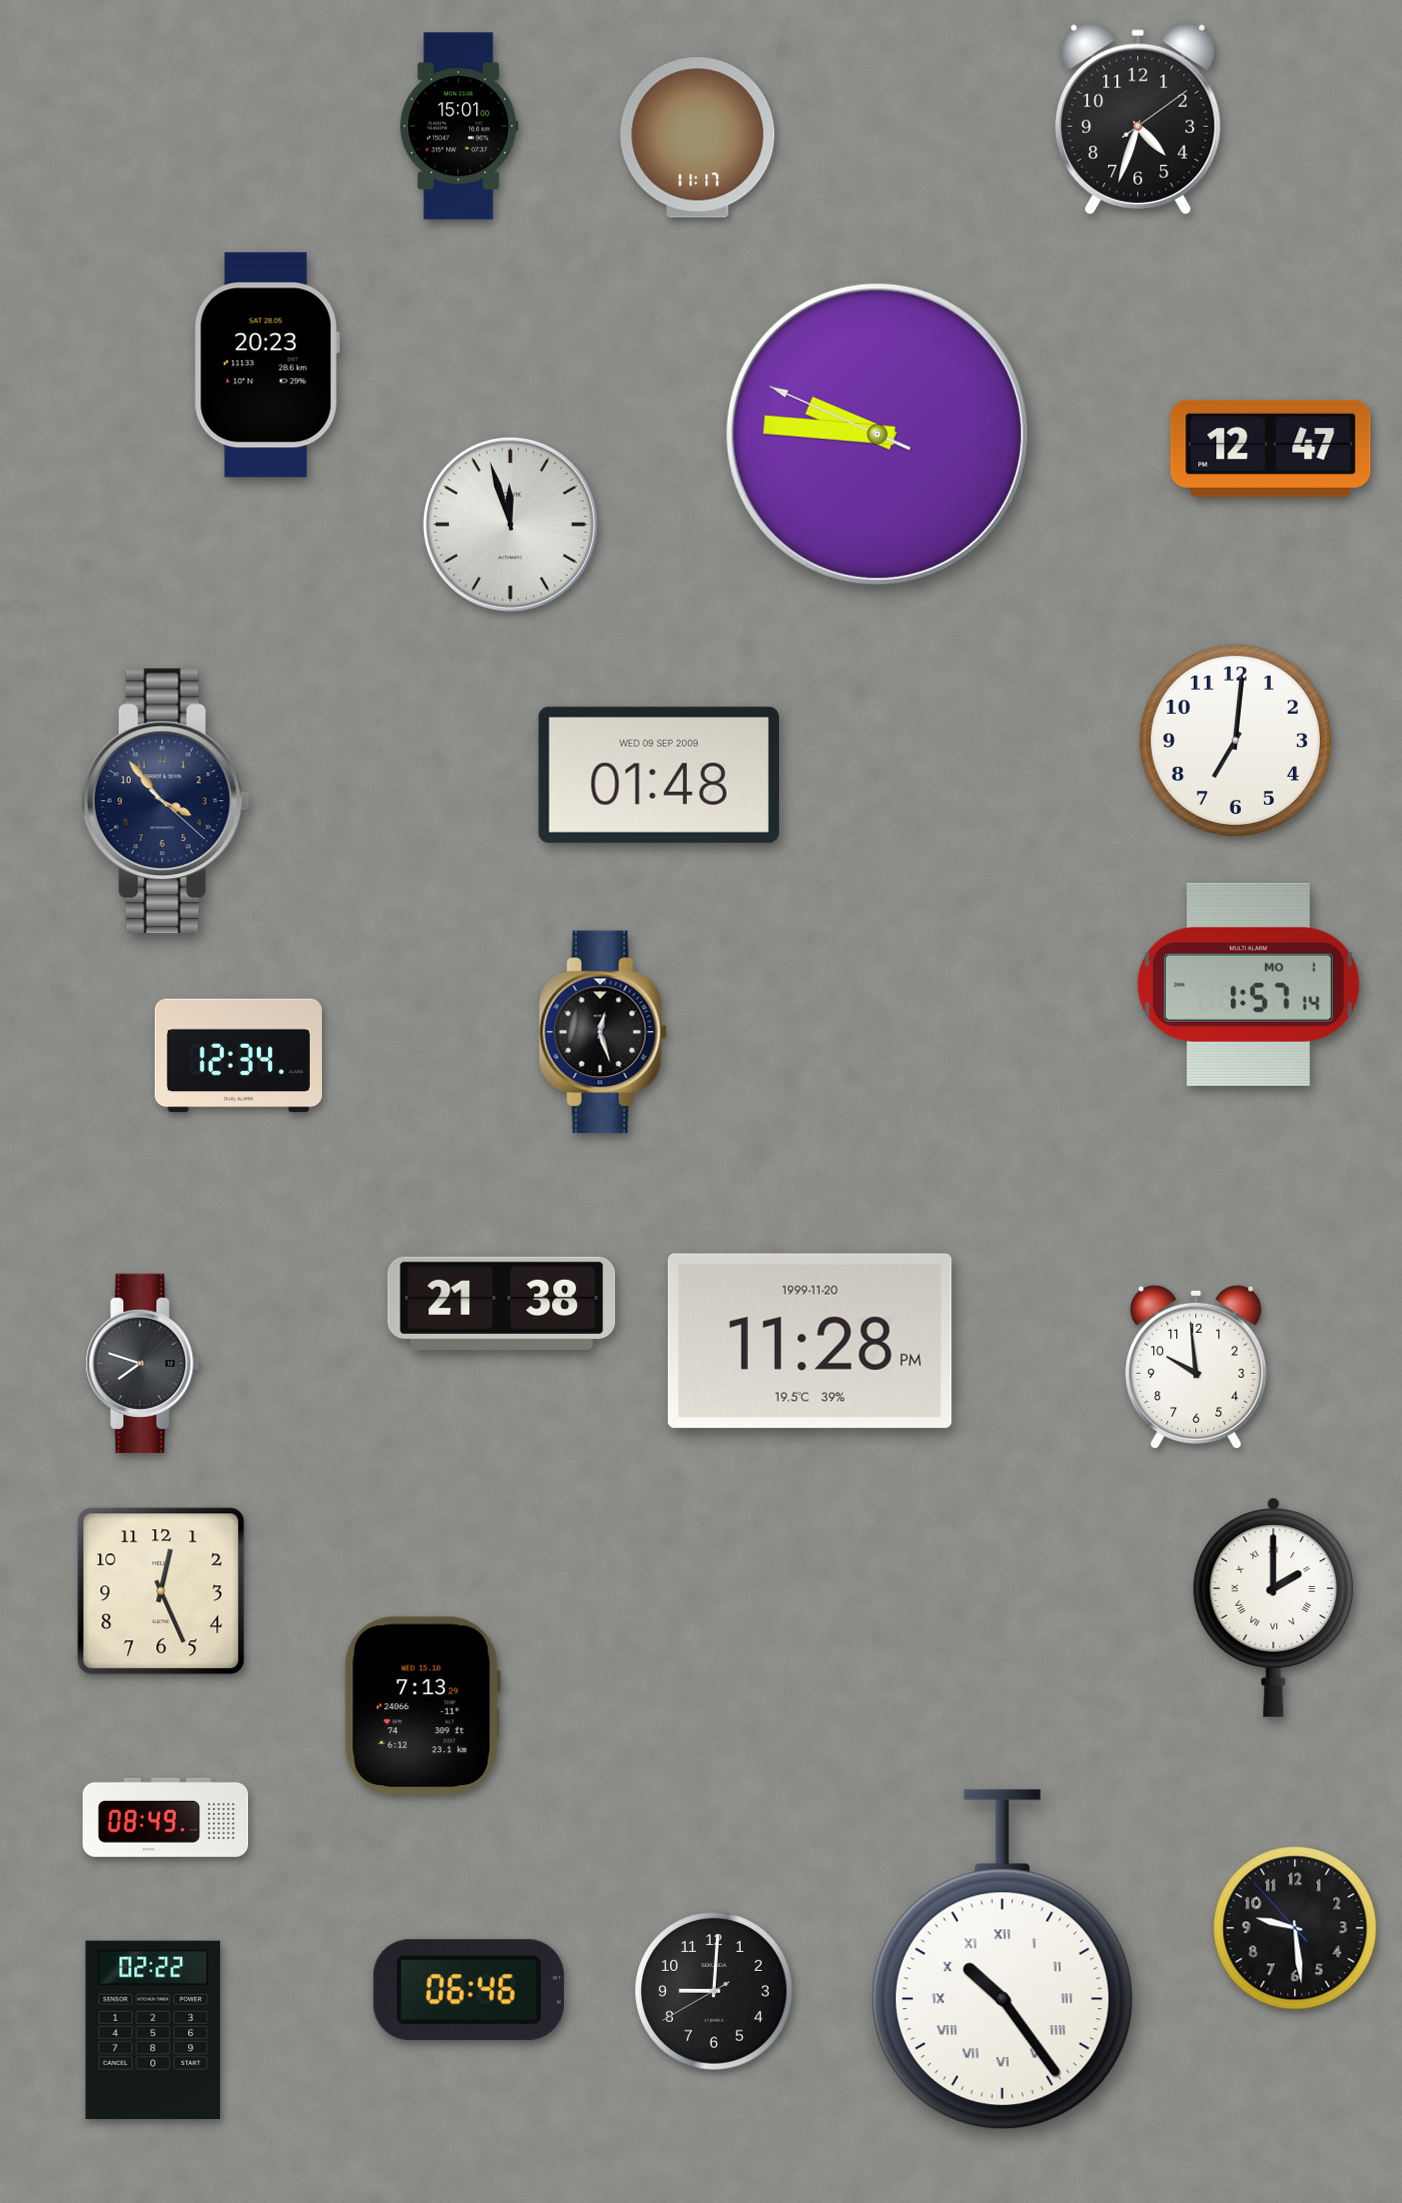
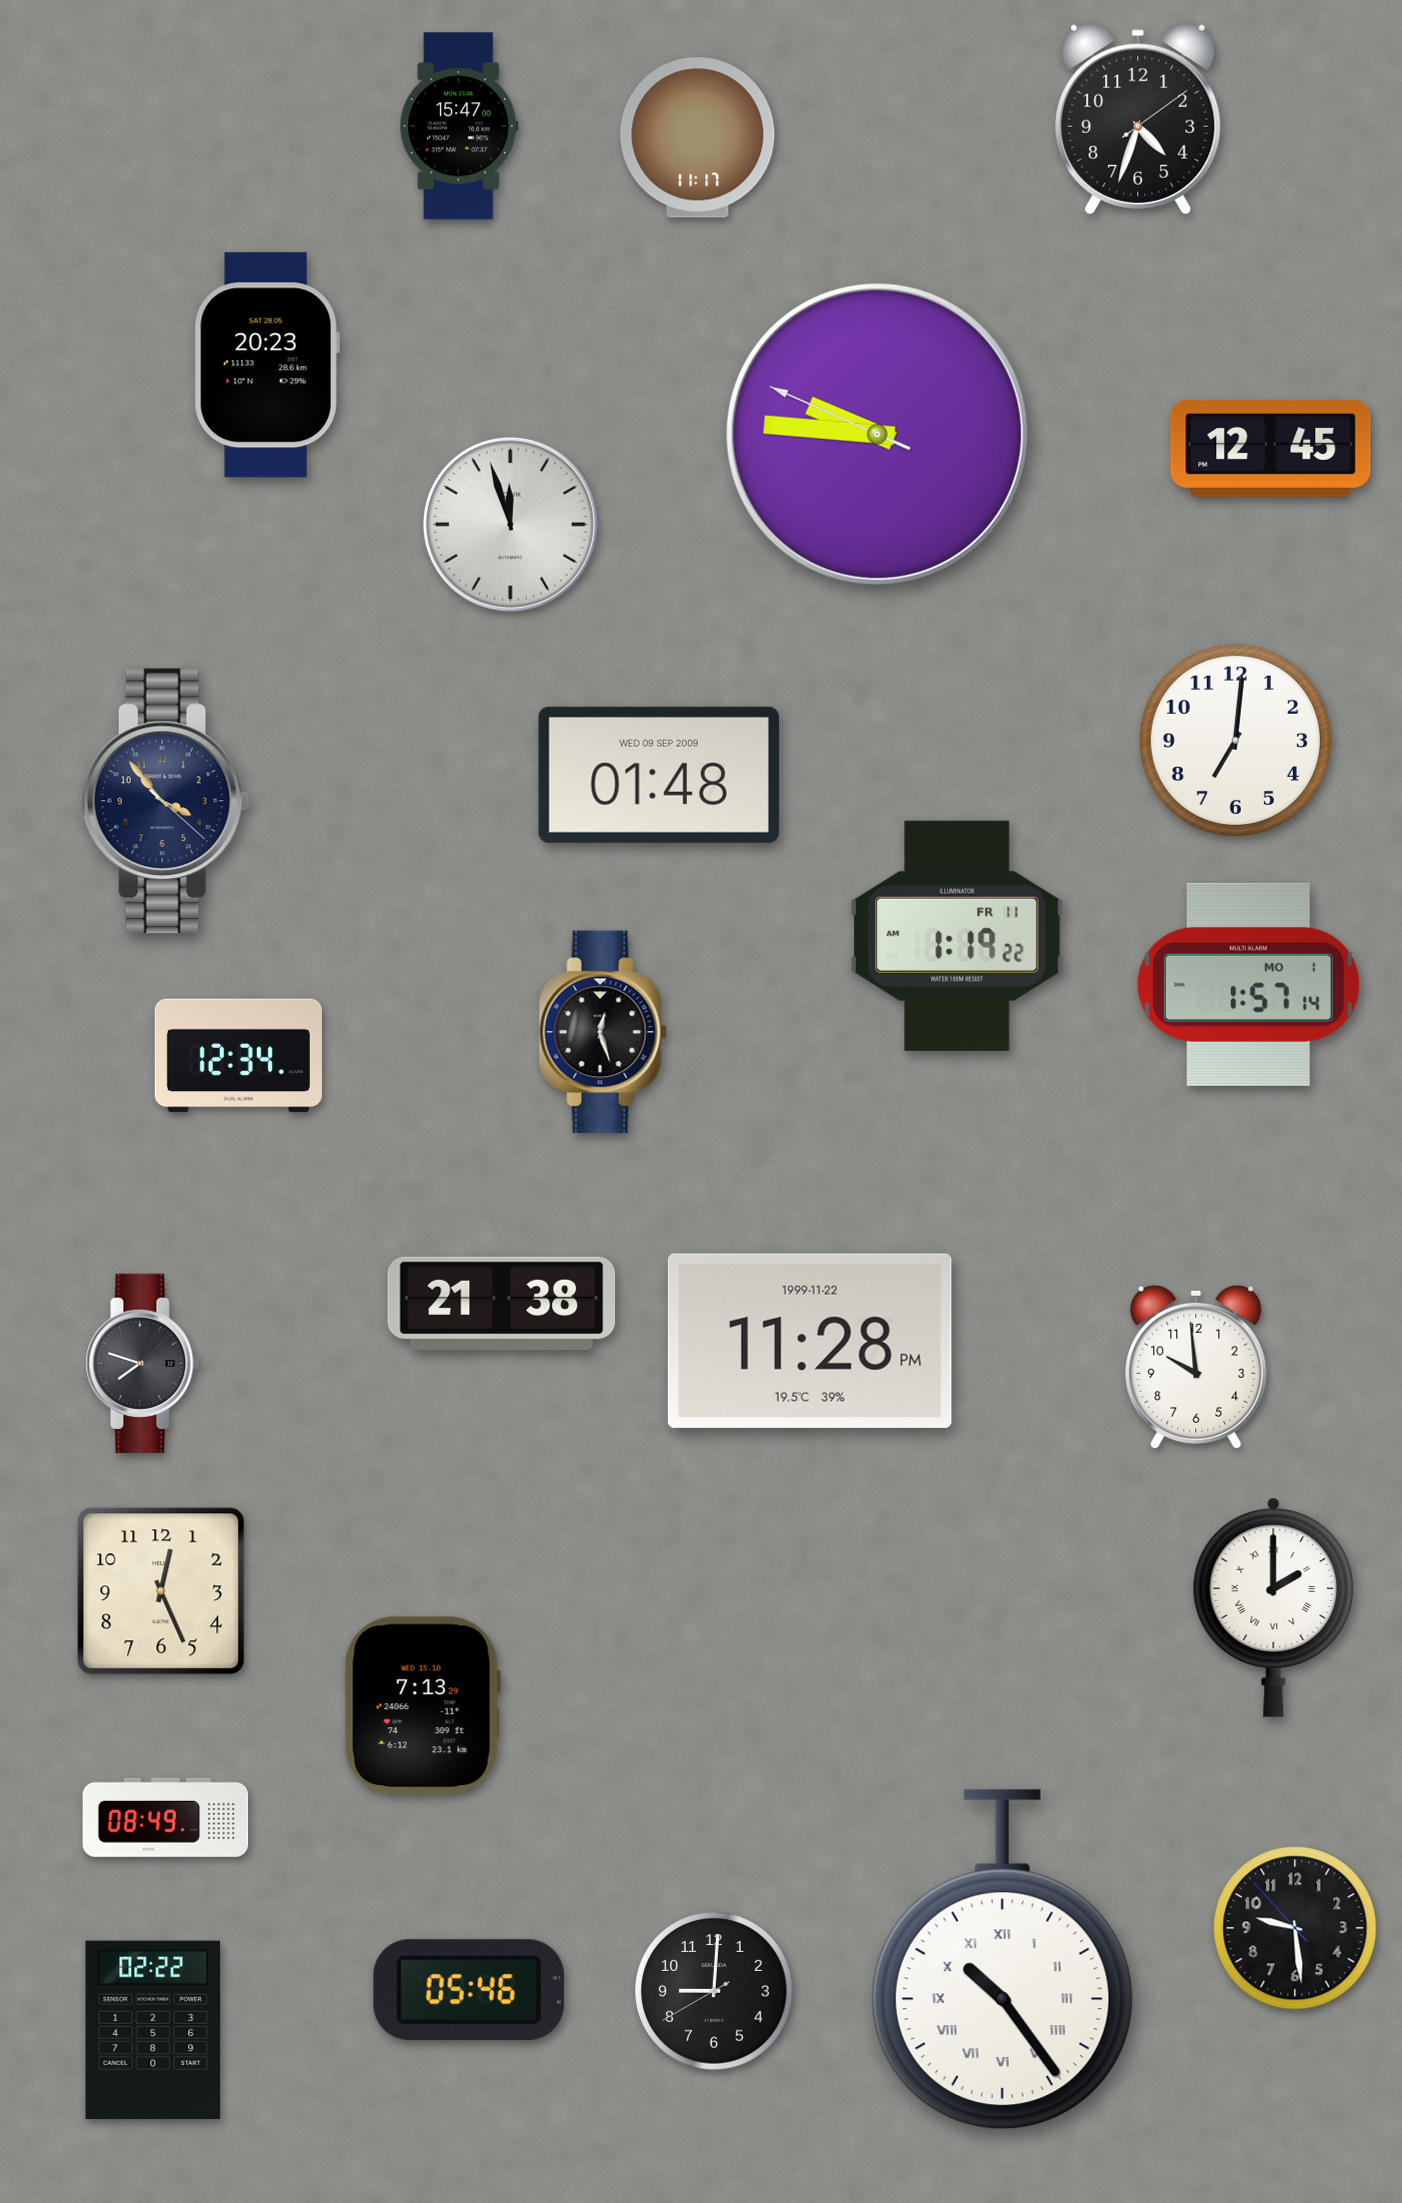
clock at (459, 126): 15:01 -> 15:47
clock at (1271, 448): 12:47 -> 12:45
clock at (958, 936): none -> 1:19
clock at (810, 1341) date: 1999-11-20 -> 1999-11-22
clock at (469, 1990): 06:46 -> 05:46
